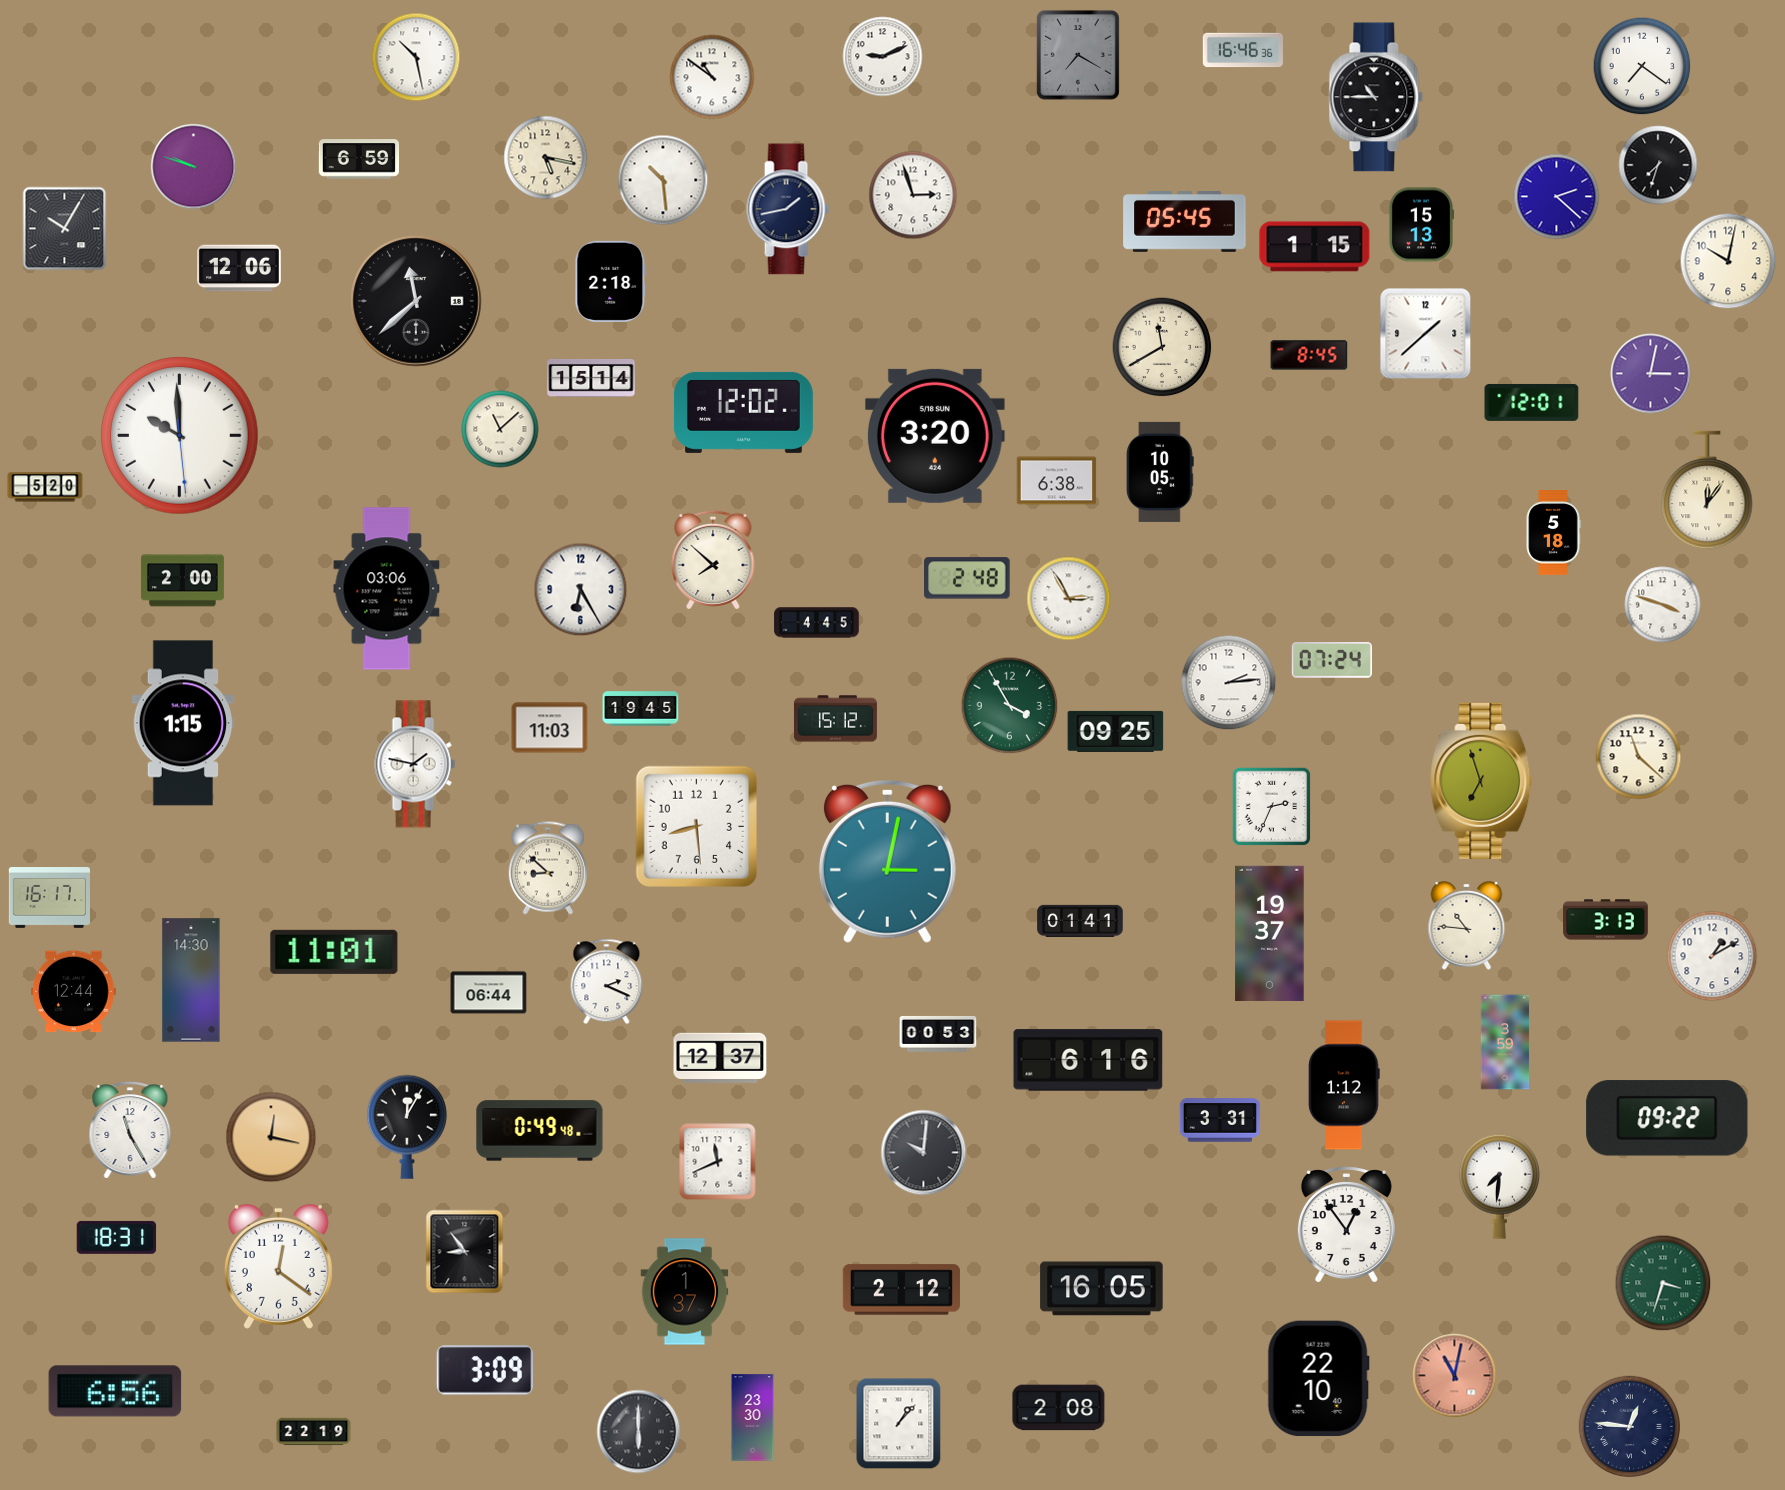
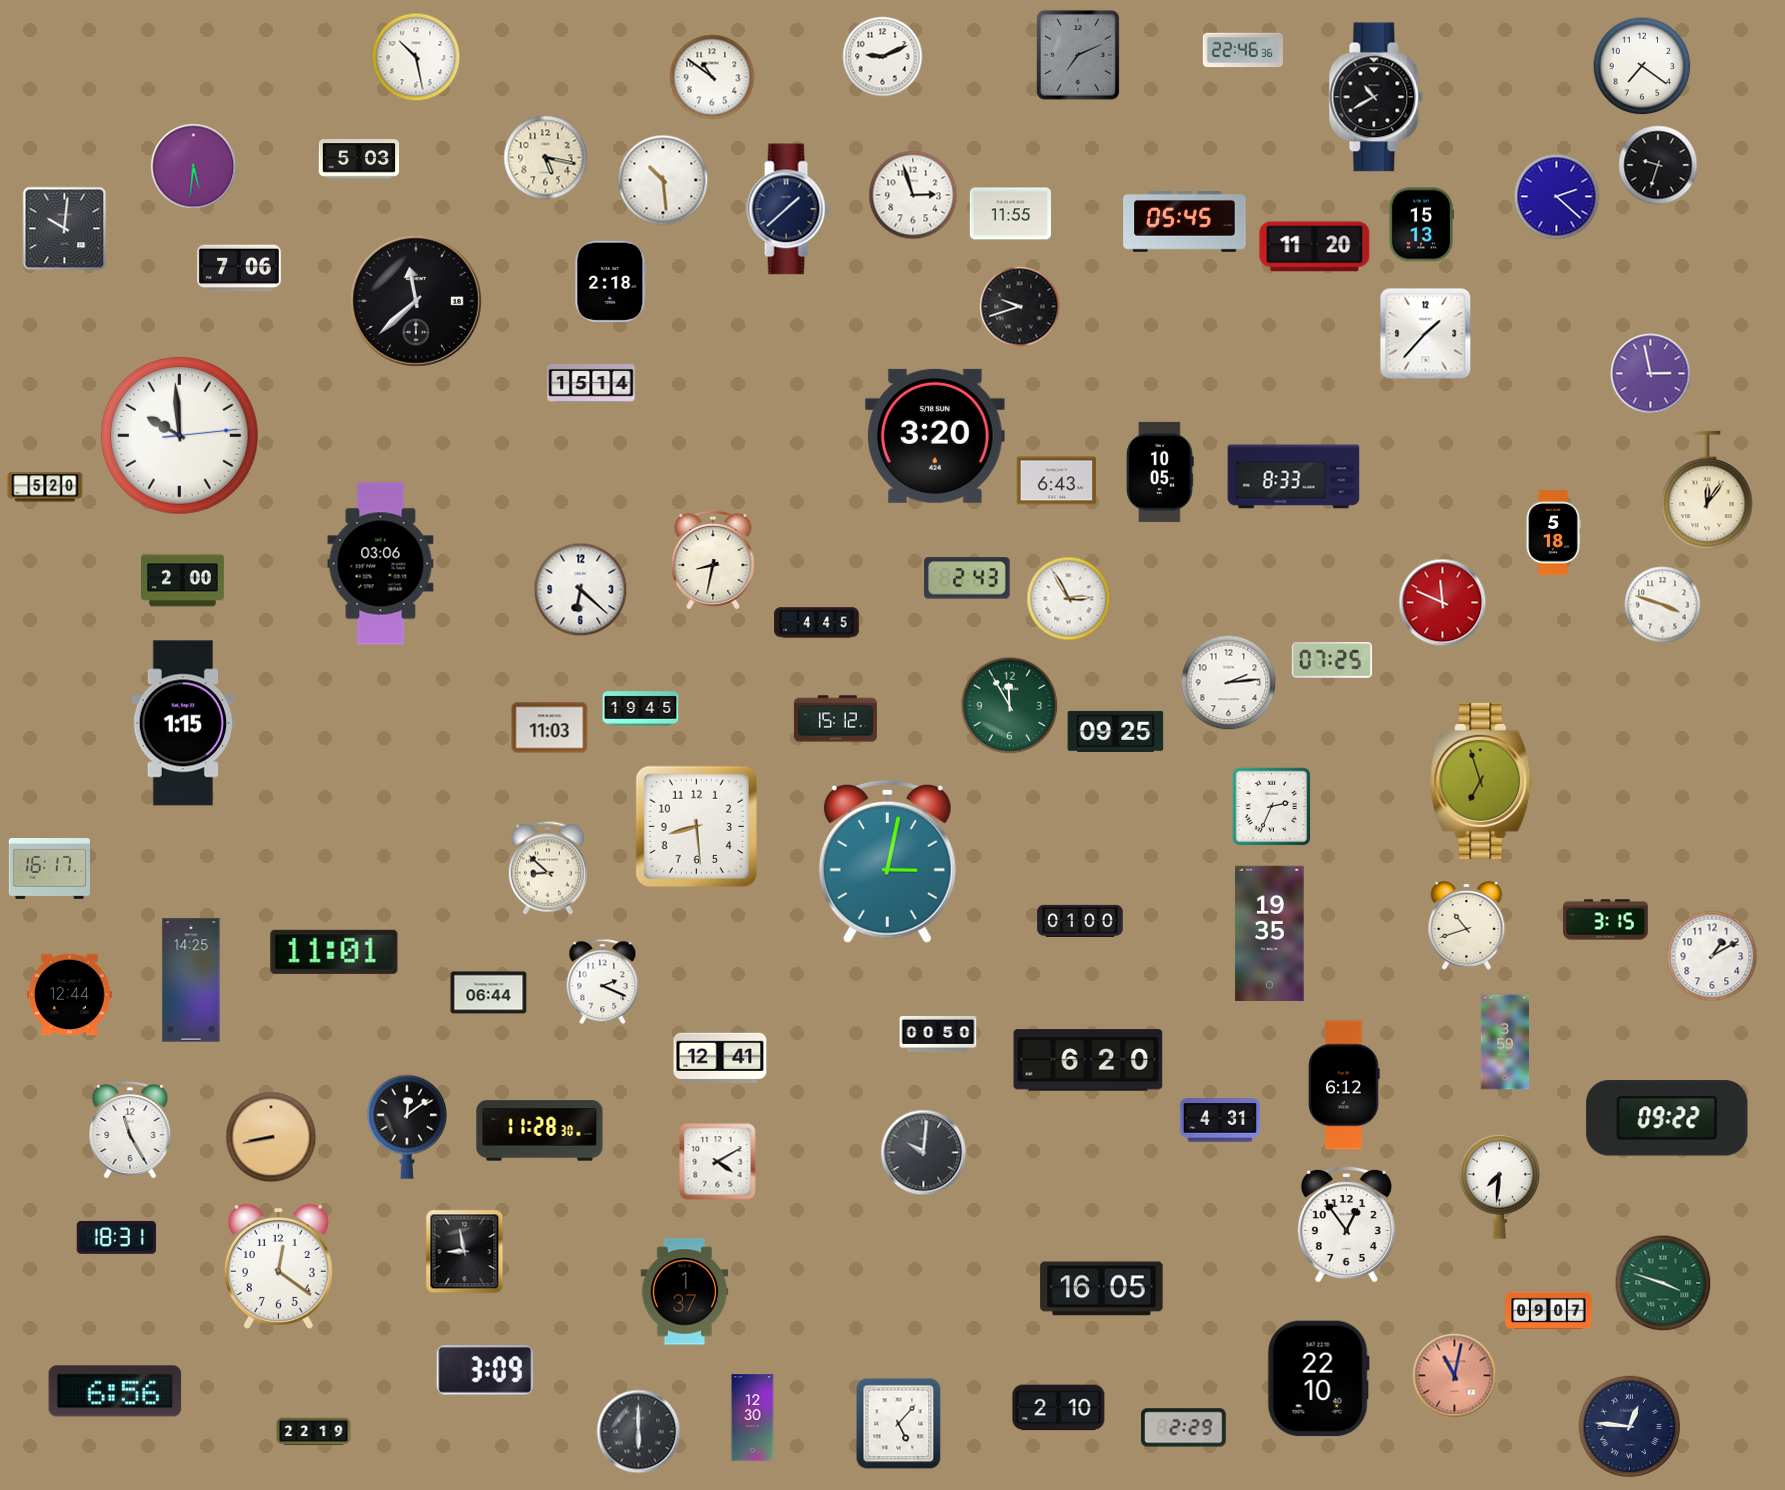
clock at (1243, 50): 16:46 -> 22:46
clock at (1078, 55): 7:20 -> 7:11
clock at (1376, 97): 10:45 -> 10:40
clock at (359, 159): 6:59 -> 5:03
clock at (1658, 165): 7:33 -> 9:33
clock at (194, 167): 9:48 -> 5:31
clock at (788, 209): 1:43 -> 1:38
clock at (1010, 214): none -> 11:55
clock at (65, 229): 10:05 -> 10:01
clock at (1315, 247): 1:15 -> 11:20
clock at (1728, 261): 10:02 -> none
clock at (240, 268): 12:06 -> 7:06
clock at (1020, 307): none -> 9:42
clock at (1426, 334): 1:38 -> 1:37
clock at (1162, 347): 11:40 -> none
clock at (1309, 355): 8:45 -> none
clock at (1651, 374): 3:02 -> 2:58
clock at (591, 378) position: (591, 378) -> (591, 383)
clock at (1532, 402): 12:01 -> none
clock at (743, 412): 12:02 -> none
clock at (500, 429): 11:08 -> none
clock at (180, 436): 9:59:29 -> 9:59:14
clock at (1294, 477): none -> 8:33
clock at (1057, 481): 6:38 -> 6:43
clock at (713, 559): 7:52 -> 8:32
clock at (967, 578): 2:48 -> 2:43
clock at (387, 589) position: (387, 589) -> (381, 564)
clock at (581, 590): 6:25 -> 6:22
clock at (1443, 603): none -> 11:49
clock at (1332, 661): 07:24 -> 07:25
clock at (1010, 706): 3:55 -> 11:55
clock at (1639, 757): 11:22 -> none
clock at (415, 764): 1:47 -> none
clock at (49, 898) position: (49, 898) -> (49, 869)
clock at (1080, 920): 01:41 -> 01:00
clock at (1606, 920): 3:13 -> 3:15
clock at (1467, 926): 10:46 -> 10:42
clock at (1270, 933): 19:37 -> 19:35
clock at (191, 980): 14:30 -> 14:25
clock at (607, 982) position: (607, 982) -> (603, 982)
clock at (74, 992) position: (74, 992) -> (70, 995)
clock at (938, 1034): 00:53 -> 00:50
clock at (720, 1057): 12:37 -> 12:41
clock at (1088, 1060): 6:16 -> 6:20
clock at (1344, 1085): 1:12 -> 6:12
clock at (1220, 1120): 3:31 -> 4:31
clock at (407, 1127): 12:05 -> 12:09
clock at (540, 1131): 0:49 -> 11:28
clock at (271, 1137): 12:17 -> 8:43
clock at (718, 1162): 11:41 -> 4:10
clock at (465, 1252): 8:54 -> 8:58
clock at (1663, 1283): 3:33 -> 3:48
clock at (901, 1290): 2:12 -> none
clock at (1549, 1310): none -> 09:07
clock at (1059, 1408): 2:08 -> 2:10
clock at (753, 1418): 23:30 -> 12:30
clock at (899, 1424): 1:07 -> 5:07
clock at (1184, 1428): none -> 2:29
